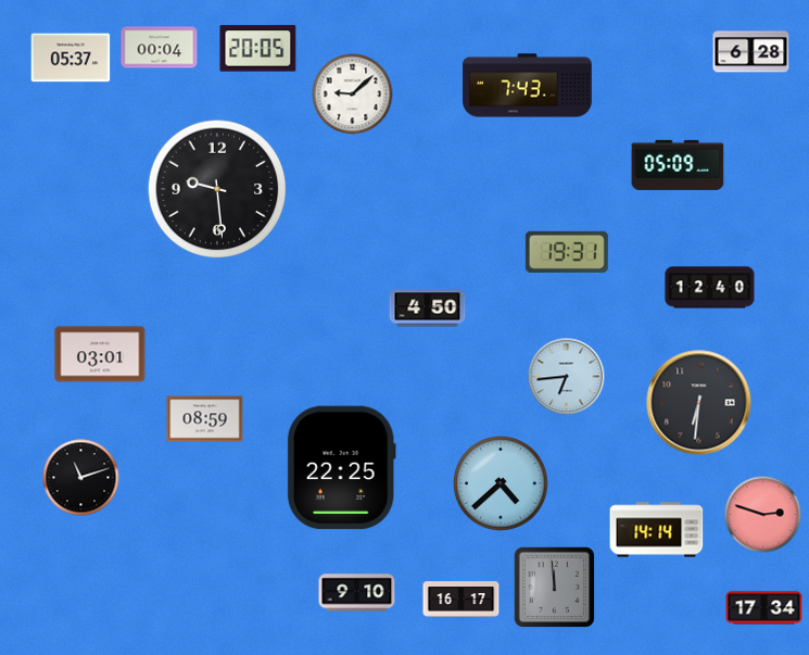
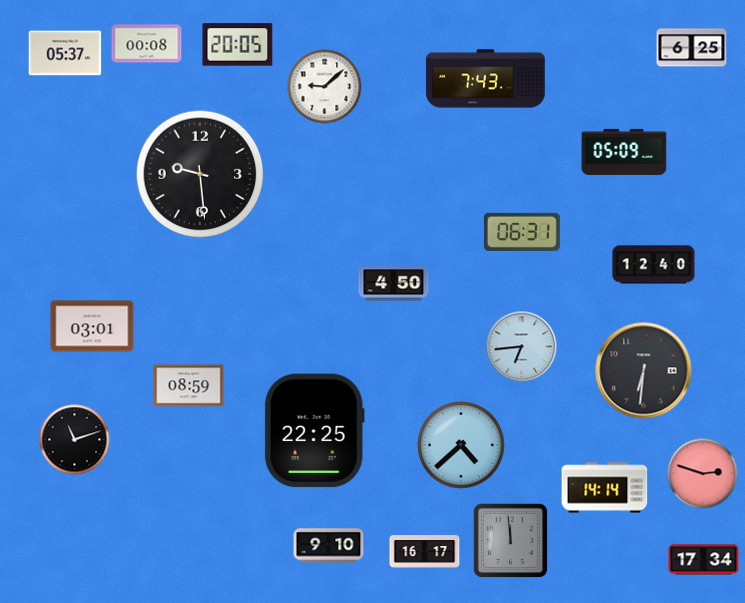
clock at (160, 48): 00:04 -> 00:08
clock at (751, 52): 6:28 -> 6:25
clock at (567, 252): 19:31 -> 06:31
